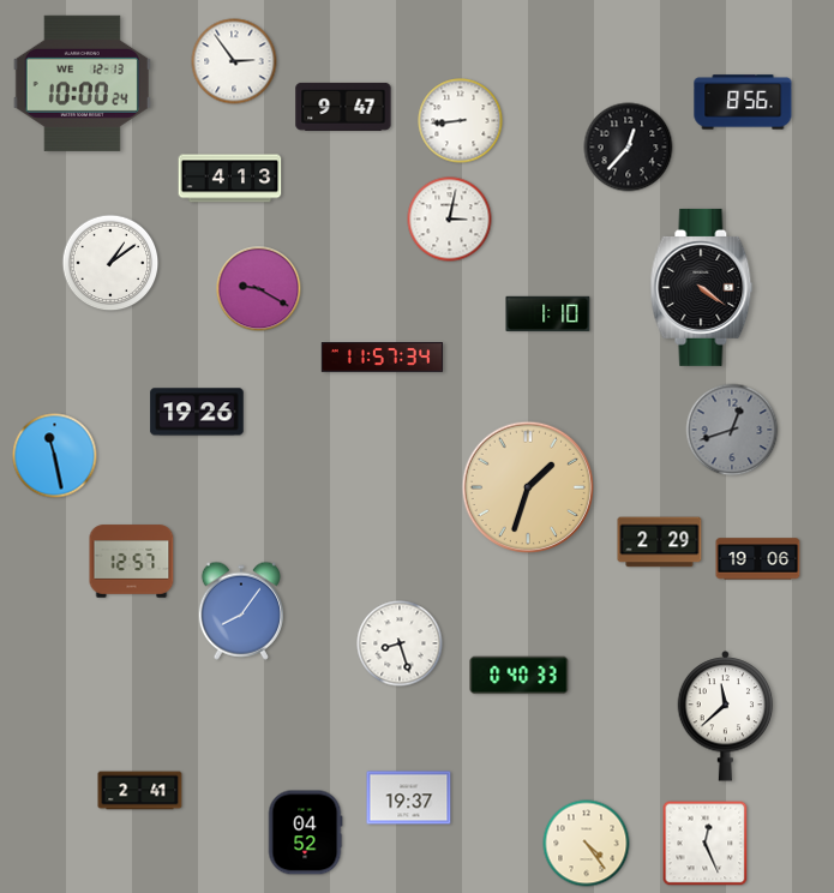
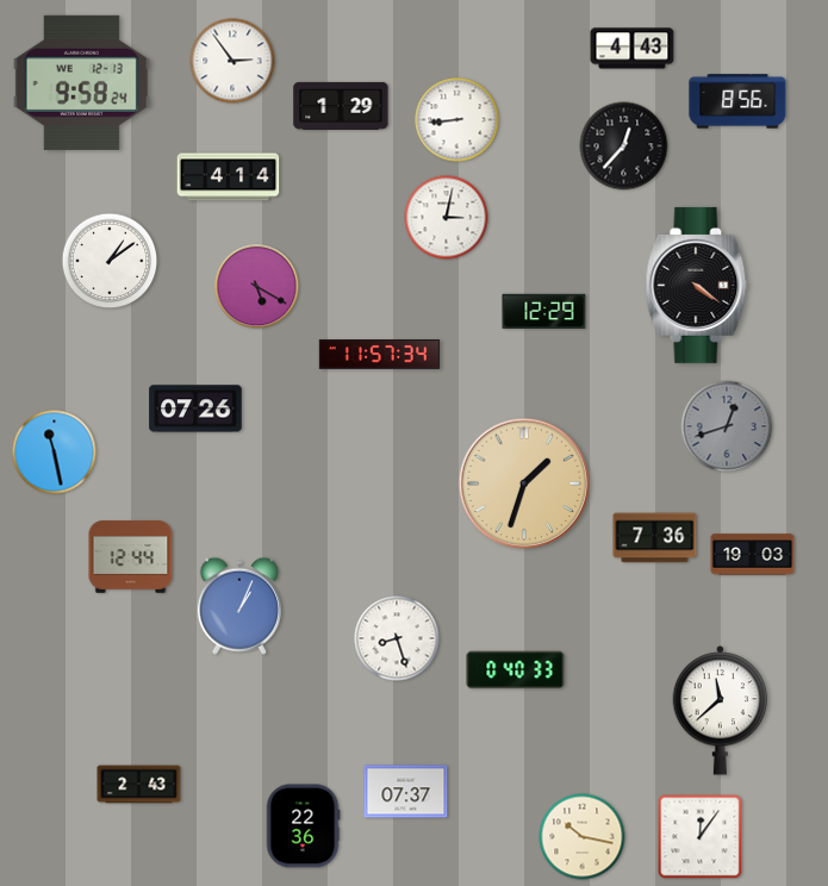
clock at (633, 49): none -> 4:43
clock at (82, 83): 10:00 -> 9:58
clock at (343, 107): 9:47 -> 1:29
clock at (230, 179): 4:13 -> 4:14
clock at (259, 289): 9:20 -> 5:20
clock at (548, 313): 1:10 -> 12:29
clock at (197, 412): 19:26 -> 07:26
clock at (660, 543): 2:29 -> 7:36
clock at (758, 559): 19:06 -> 19:03
clock at (132, 562): 12:57 -> 12:44
clock at (241, 611): 8:06 -> 1:04
clock at (140, 791): 2:41 -> 2:43
clock at (409, 798): 19:37 -> 07:37
clock at (305, 833): 04:52 -> 22:36
clock at (587, 844): 4:24 -> 10:17
clock at (706, 844): 12:26 -> 12:06
